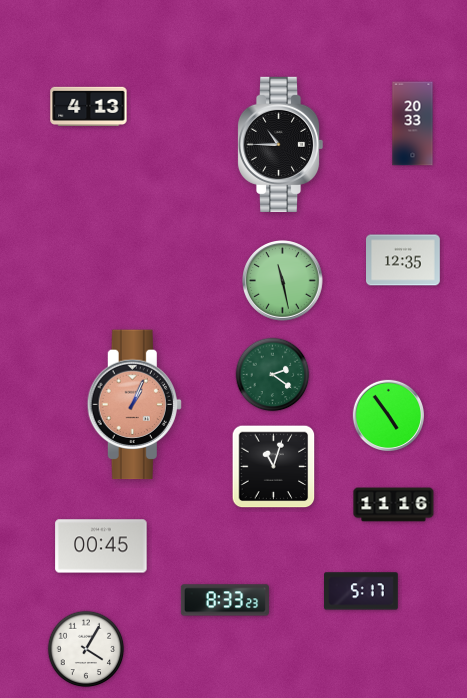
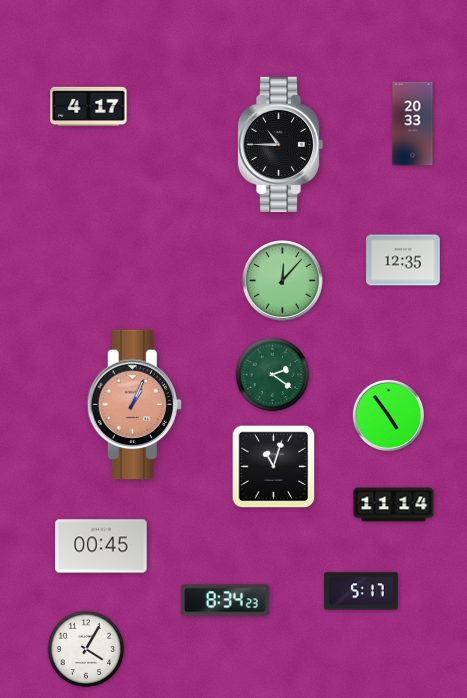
clock at (89, 106): 4:13 -> 4:17
clock at (283, 281): 11:28 -> 12:07
clock at (394, 505): 11:16 -> 11:14
clock at (225, 600): 8:33 -> 8:34
